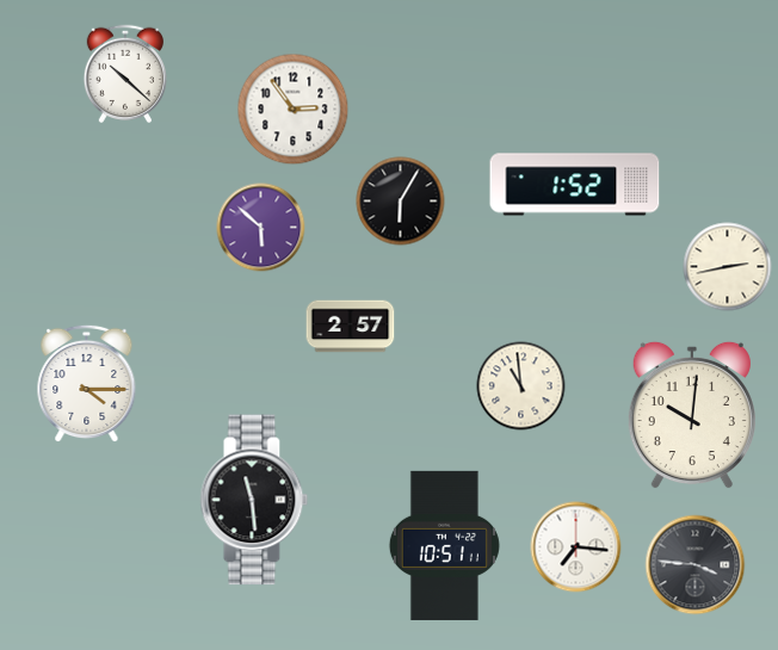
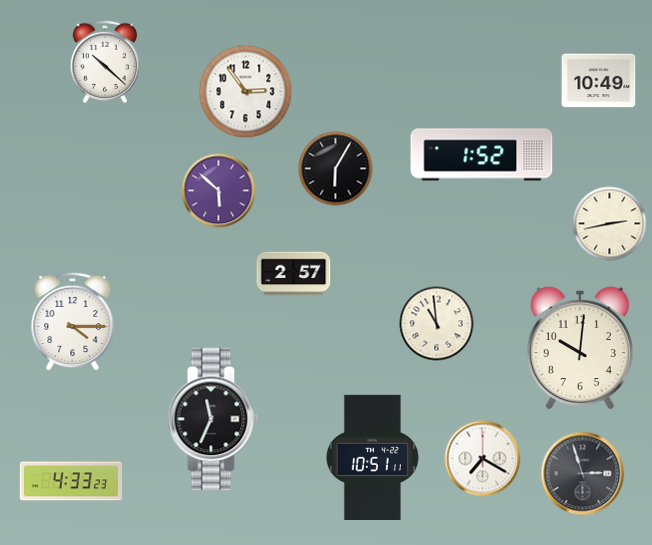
clock at (599, 81): none -> 10:49
clock at (254, 500): 11:29 -> 11:34
clock at (576, 547): 7:16 -> 7:20
clock at (696, 565): 3:46 -> 2:57
clock at (71, 481): none -> 4:33
